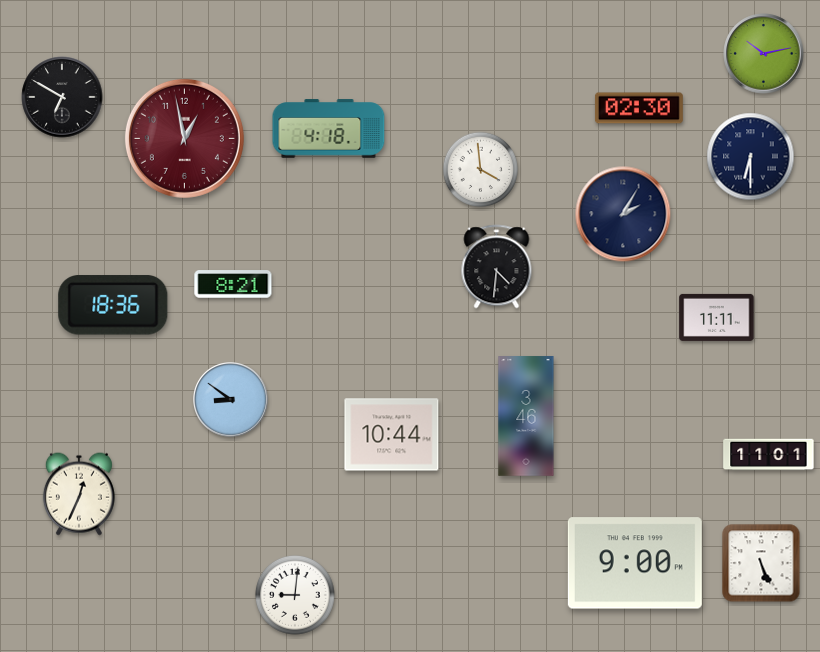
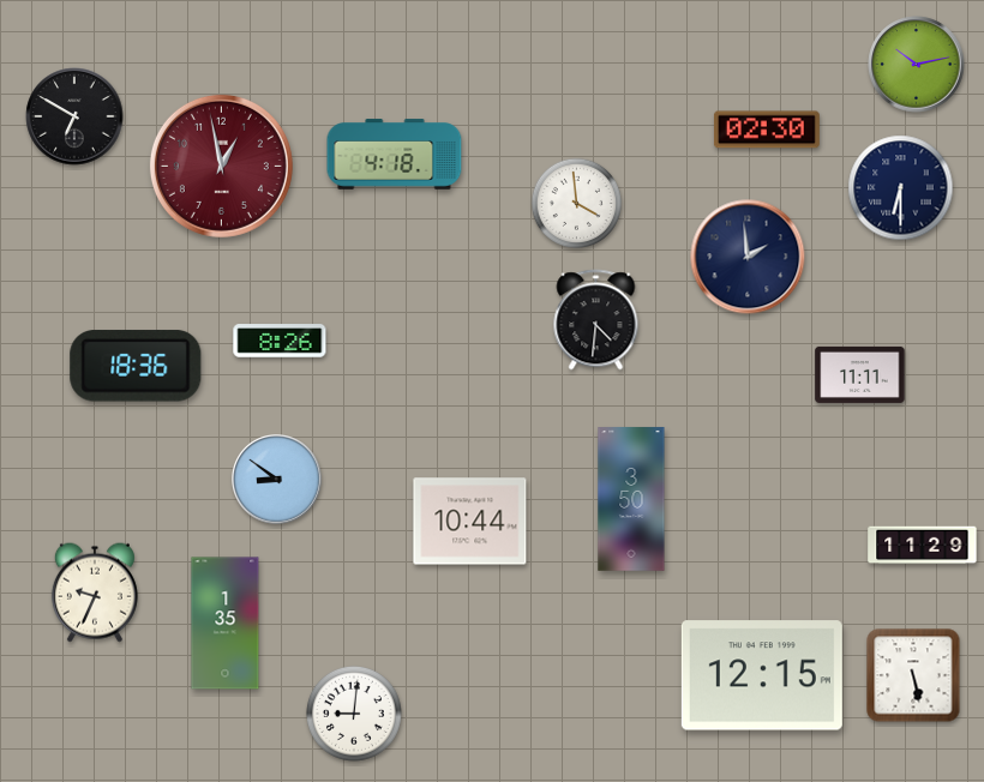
clock at (623, 214): 2:05 -> 1:59
clock at (233, 284): 8:21 -> 8:26
clock at (717, 317) position: (717, 317) -> (860, 374)
clock at (526, 416): 3:46 -> 3:50
clock at (769, 455): 11:01 -> 11:29
clock at (79, 494): 12:34 -> 9:34
clock at (226, 624): none -> 1:35
clock at (635, 563): 9:00 -> 12:15
clock at (761, 563): 5:26 -> 5:28
